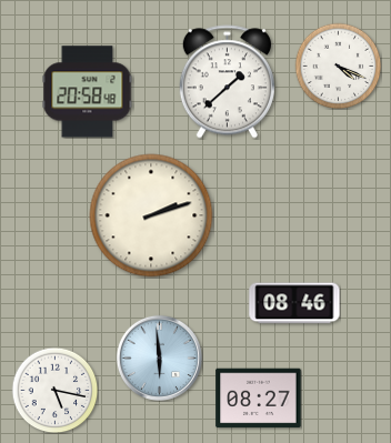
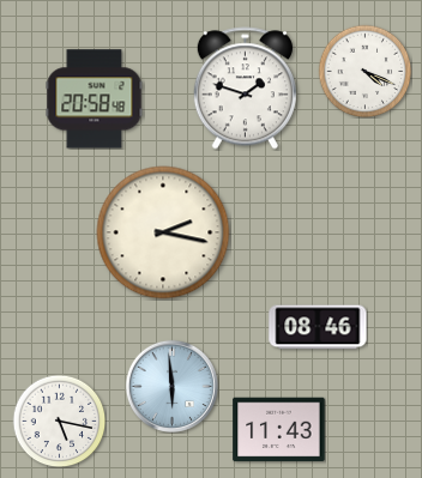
clock at (227, 82): 1:38 -> 1:48
clock at (151, 215): 2:12 -> 2:17
clock at (259, 399): 08:27 -> 11:43
